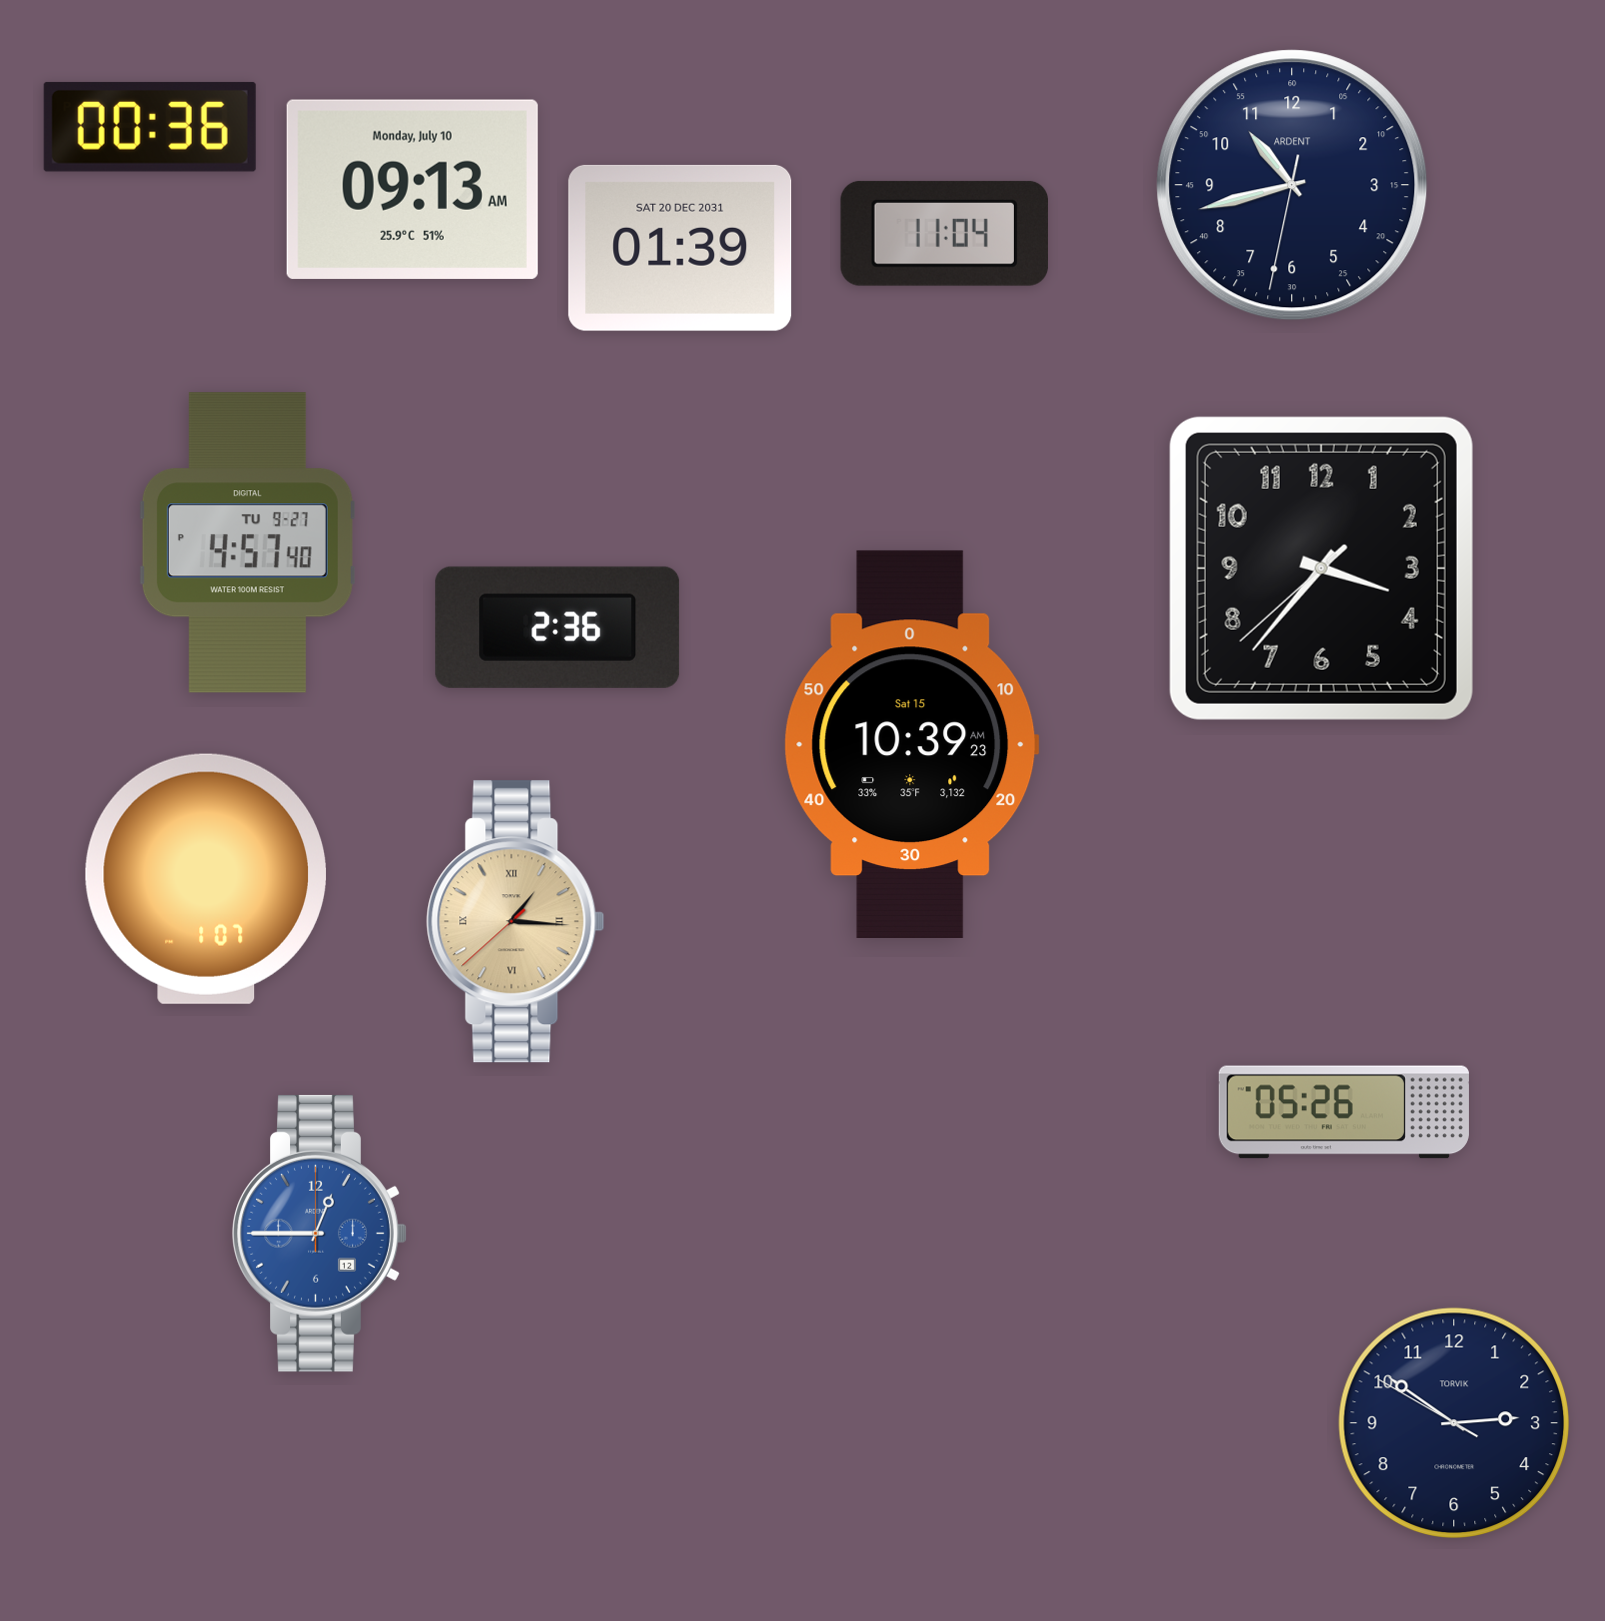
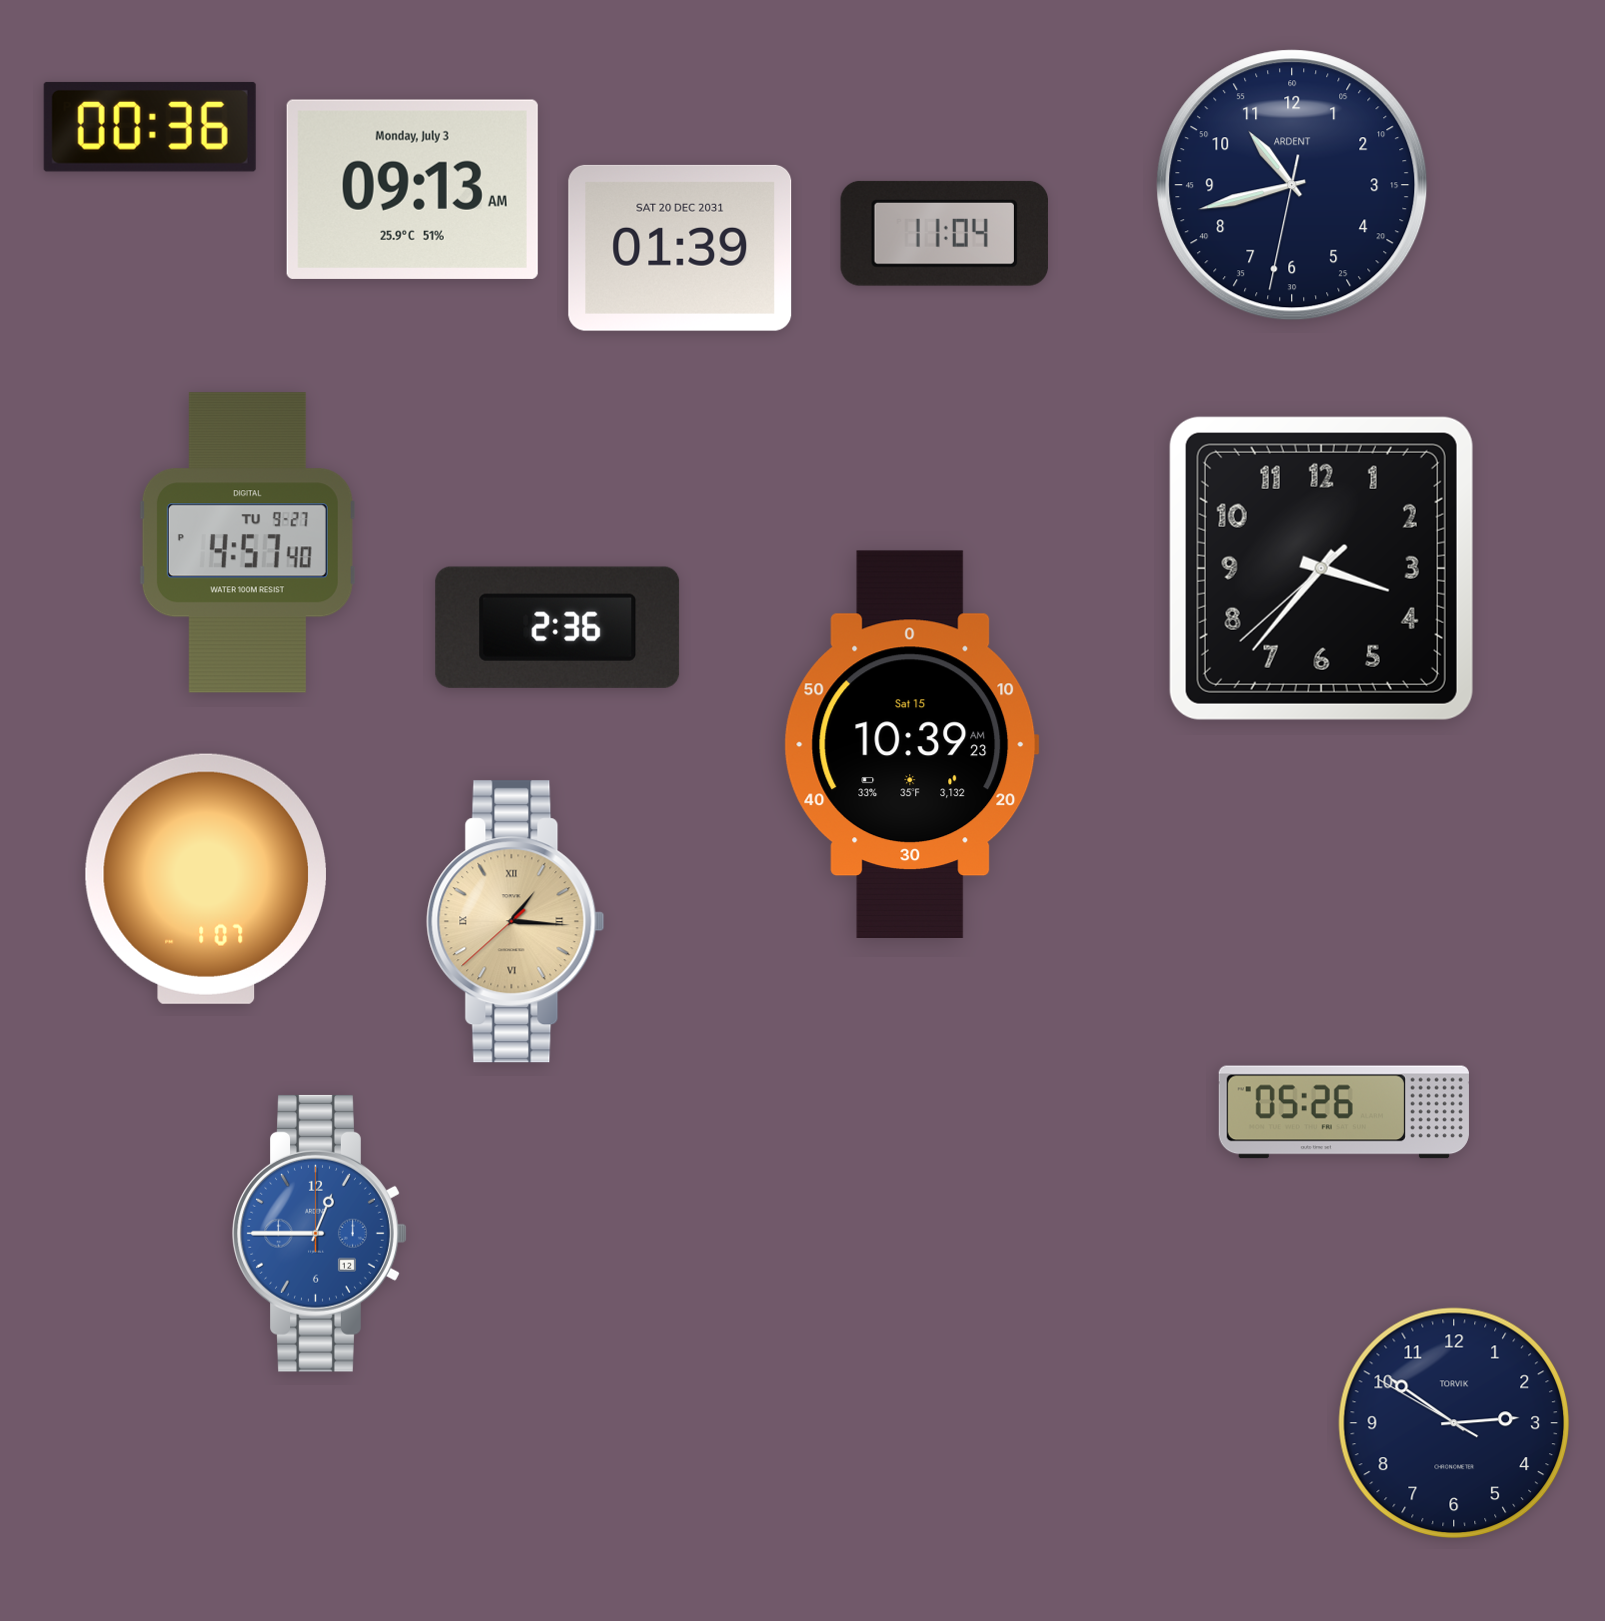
clock at (412, 189) date: Monday, July 10 -> Monday, July 3
